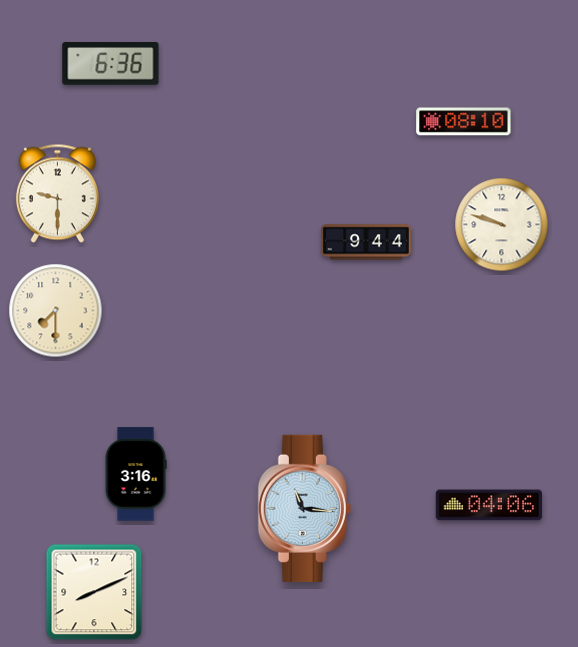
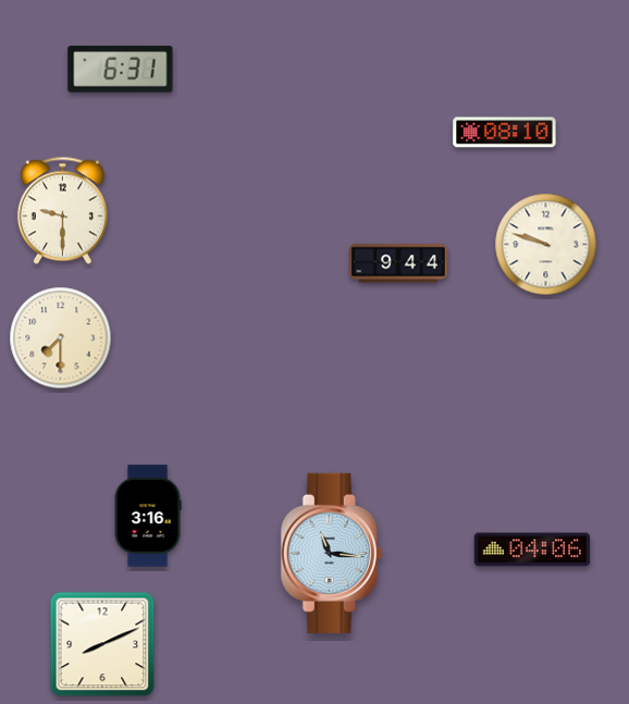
clock at (111, 64): 6:36 -> 6:31
